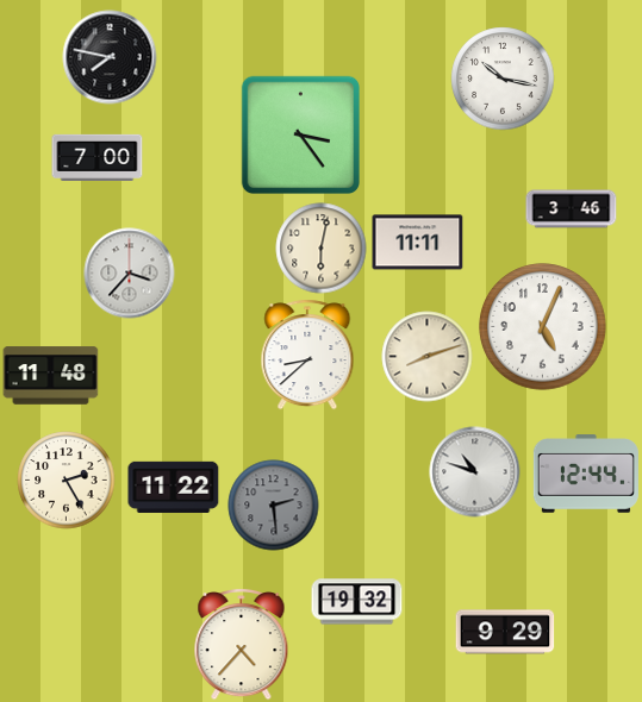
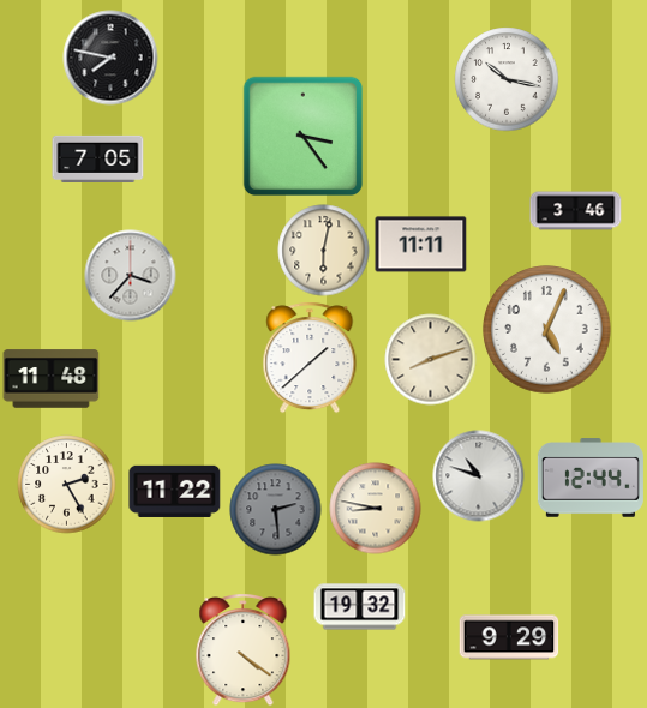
clock at (98, 157): 7:00 -> 7:05
clock at (307, 355): 8:38 -> 1:38
clock at (376, 509): none -> 8:47
clock at (242, 644): 4:37 -> 4:21
